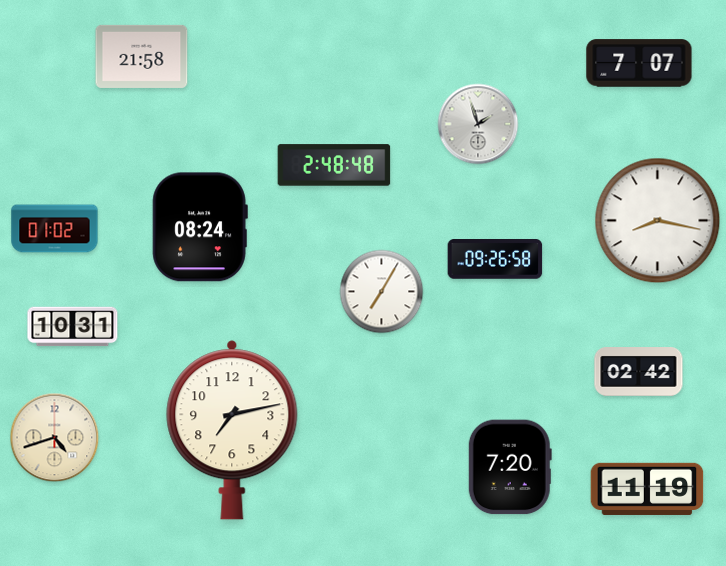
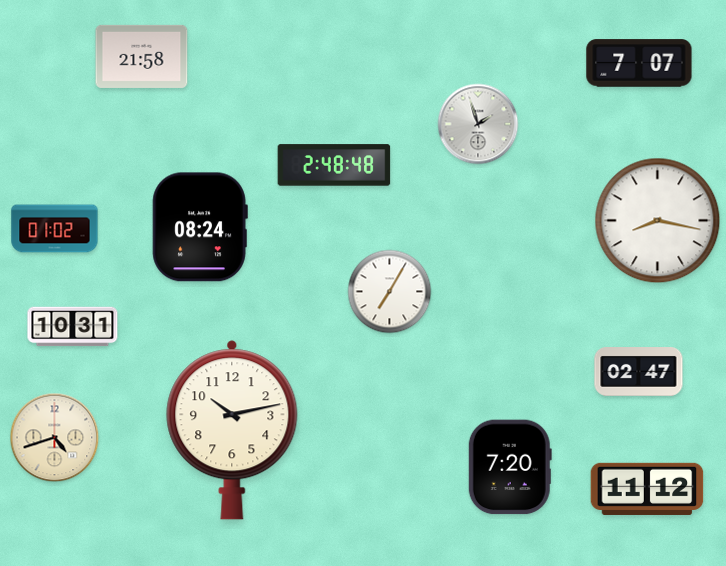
clock at (495, 260): 09:26 -> none
clock at (382, 292) position: (382, 292) -> (390, 292)
clock at (639, 372): 02:42 -> 02:47
clock at (232, 430): 7:13 -> 10:13
clock at (647, 489): 11:19 -> 11:12
